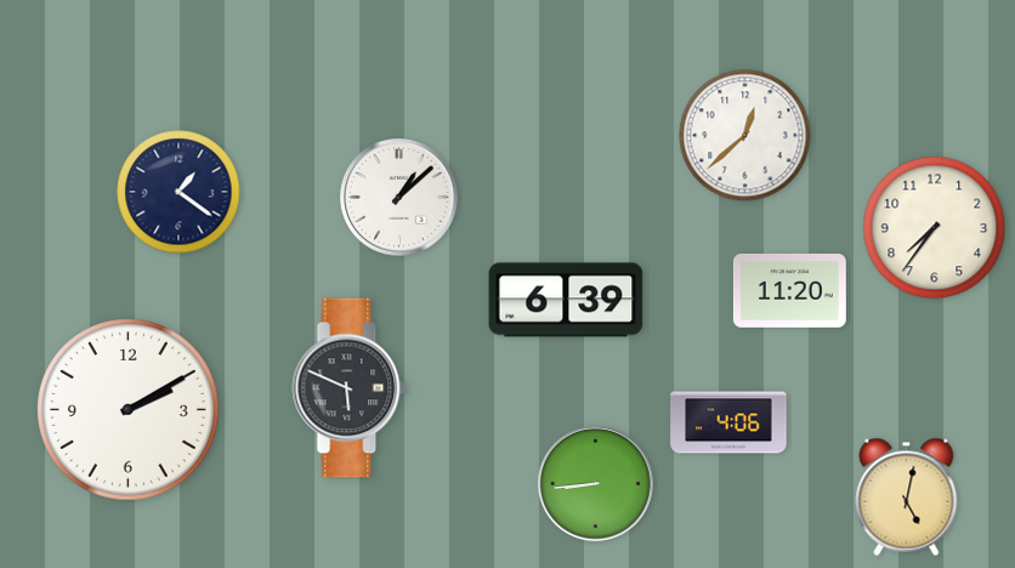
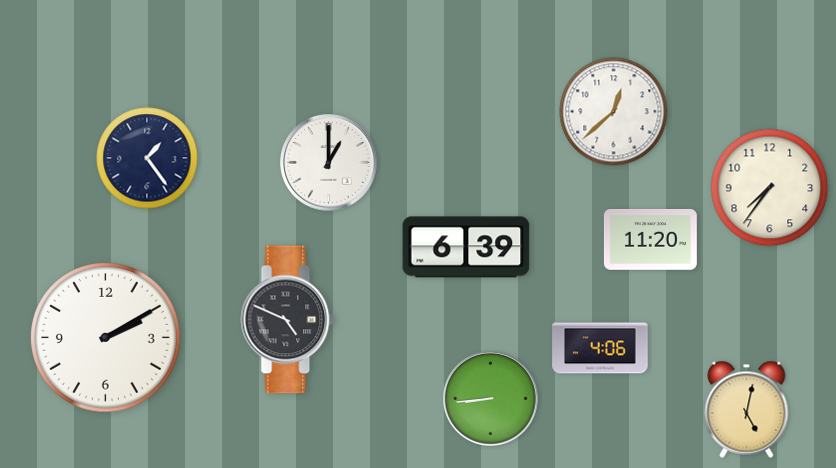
clock at (178, 192): 1:21 -> 1:24
clock at (399, 198): 1:08 -> 1:00
clock at (350, 388): 5:49 -> 4:49
